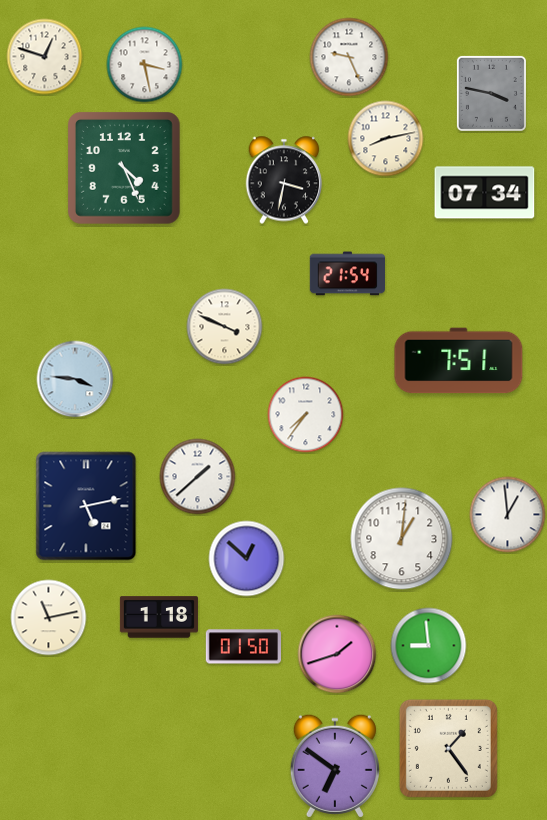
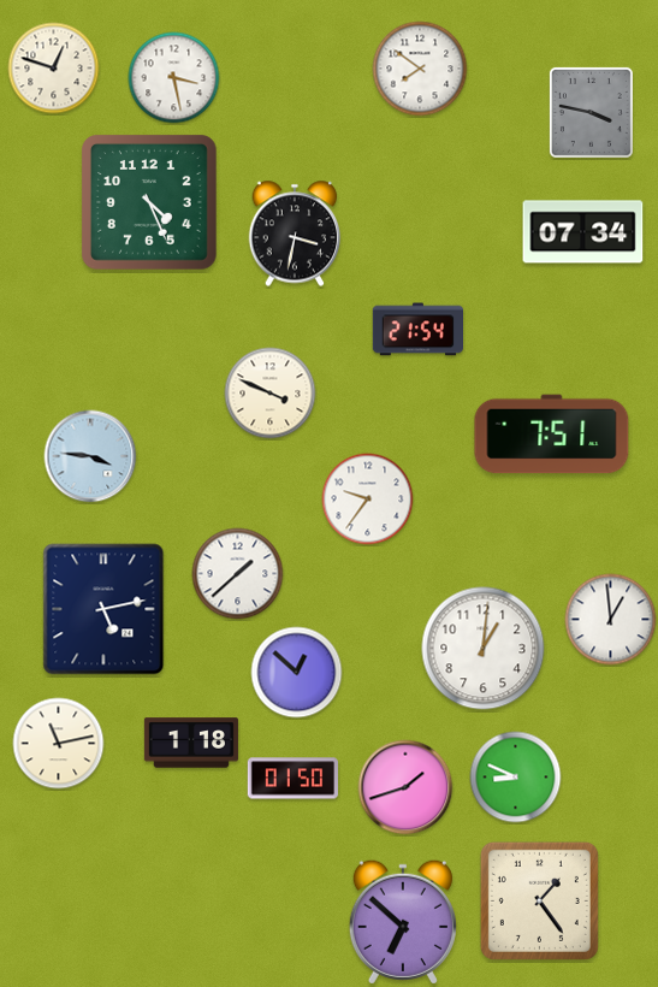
clock at (349, 57): 9:26 -> 7:51
clock at (386, 139): 8:13 -> none
clock at (284, 180) position: (284, 180) -> (295, 234)
clock at (306, 415): 7:36 -> 9:36
clock at (429, 646): 8:59 -> 8:49
clock at (335, 766): 6:51 -> 6:52
